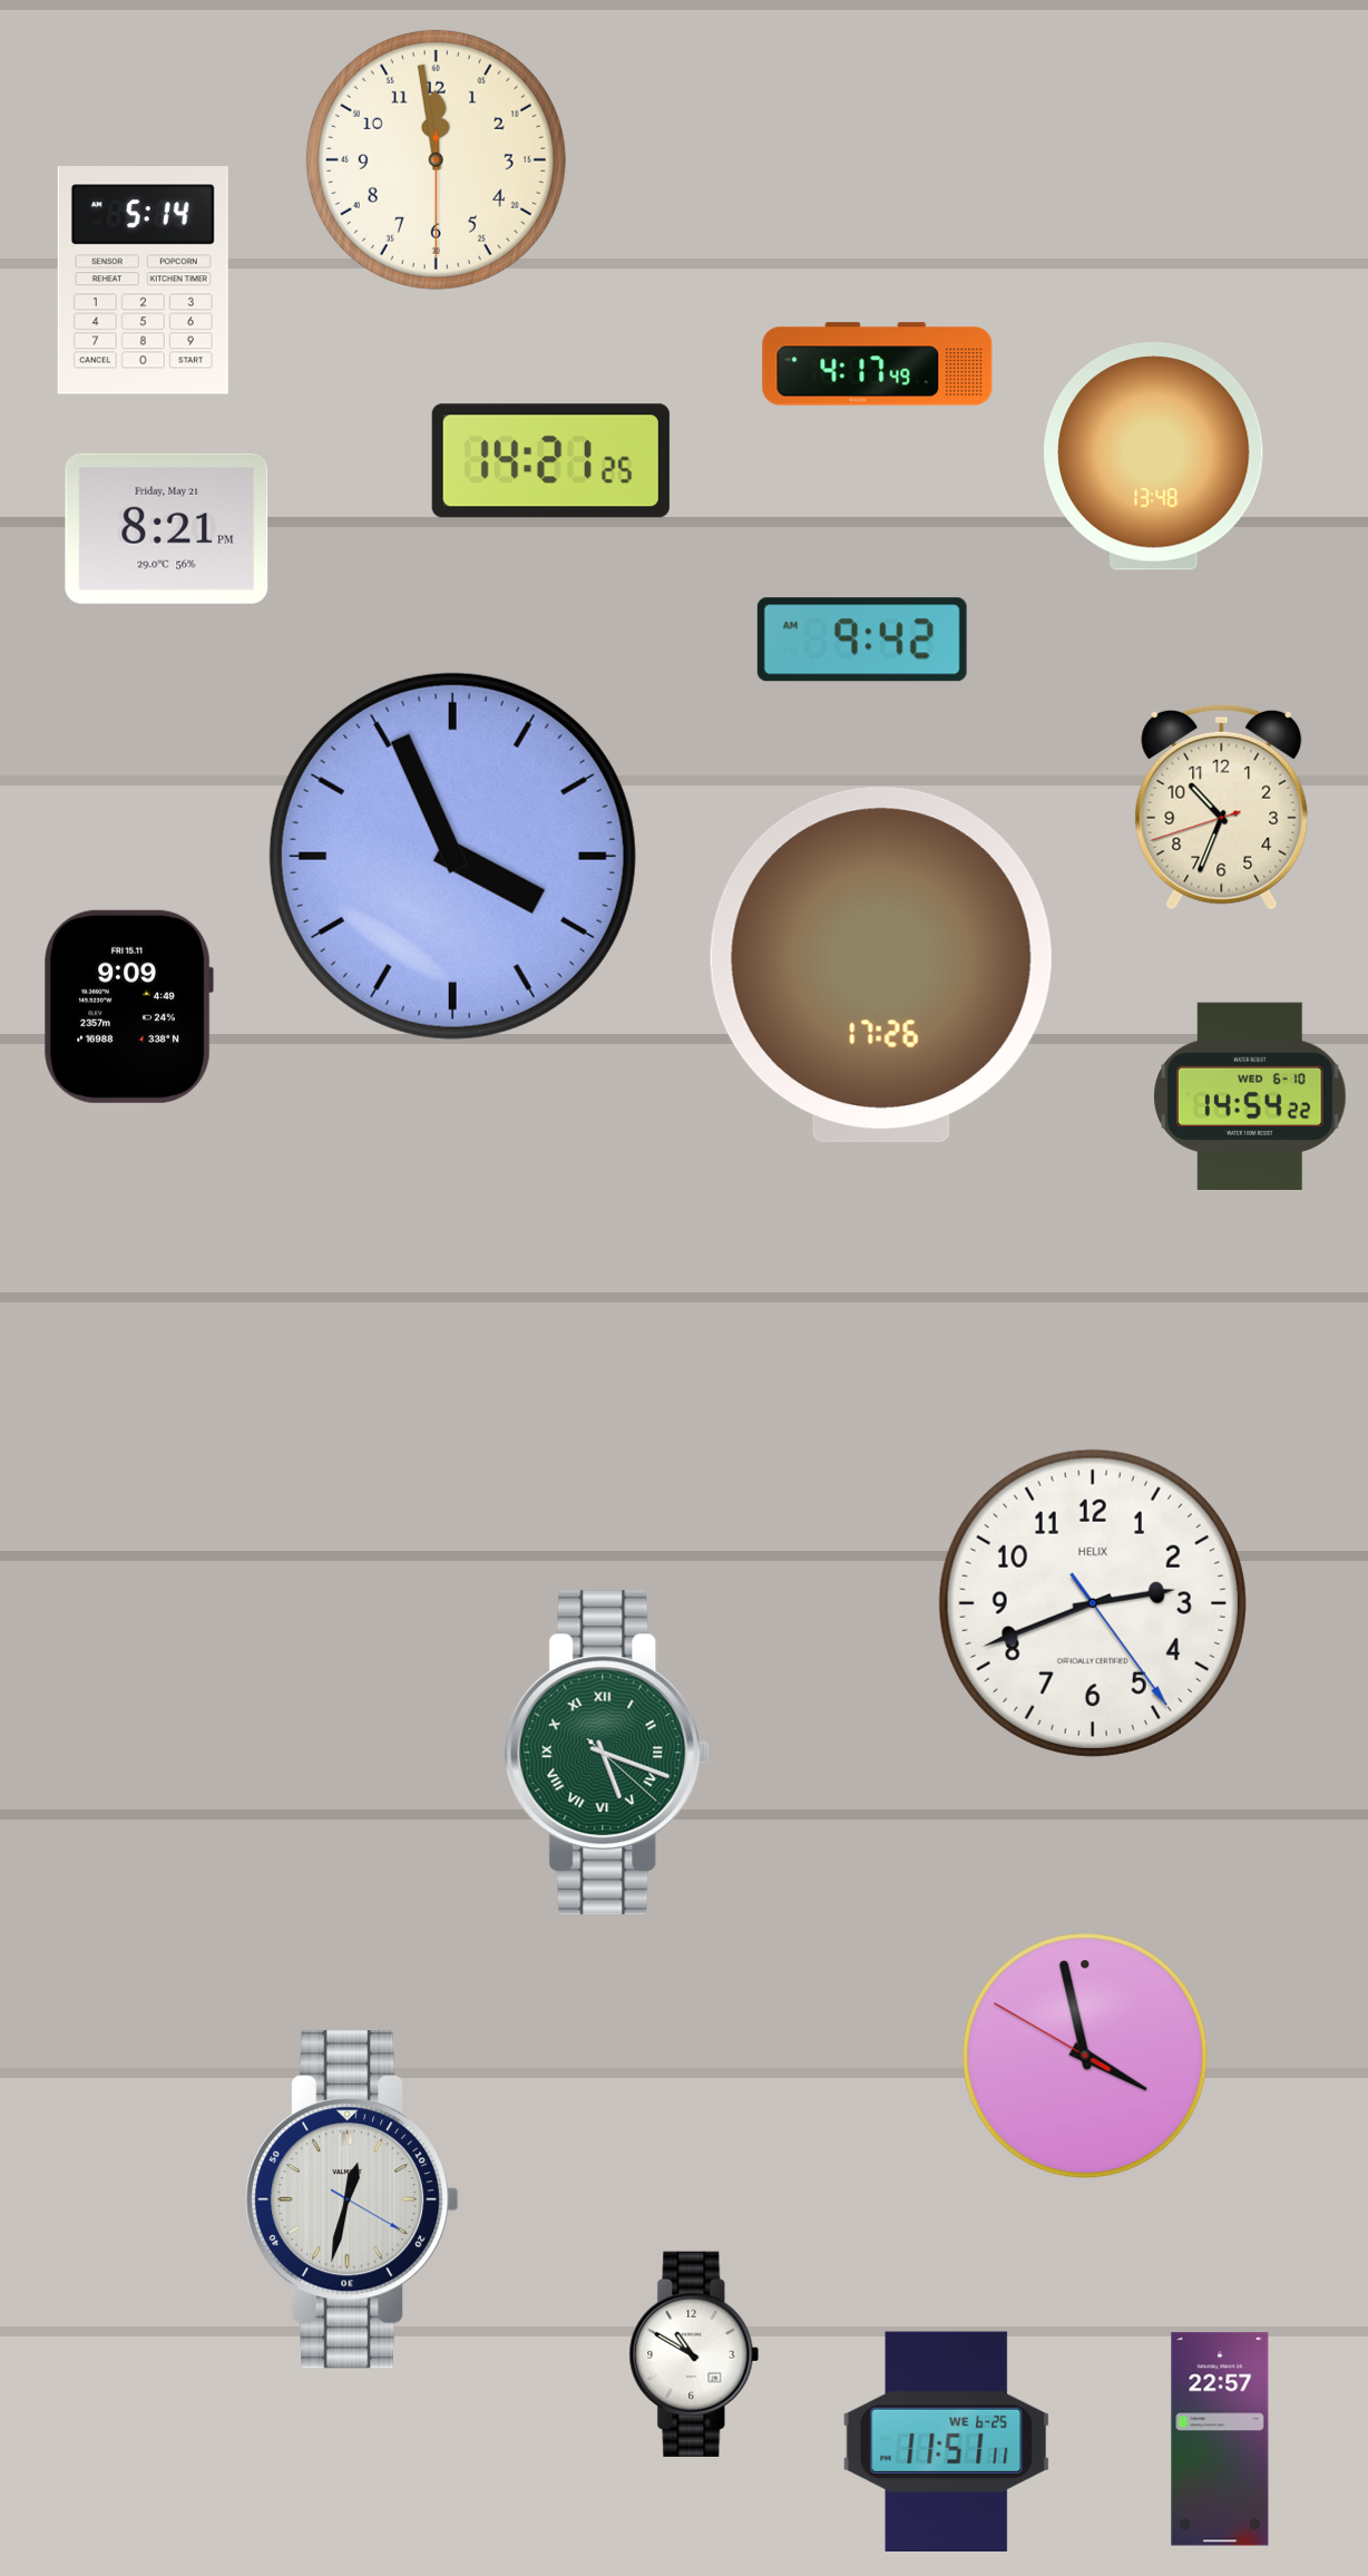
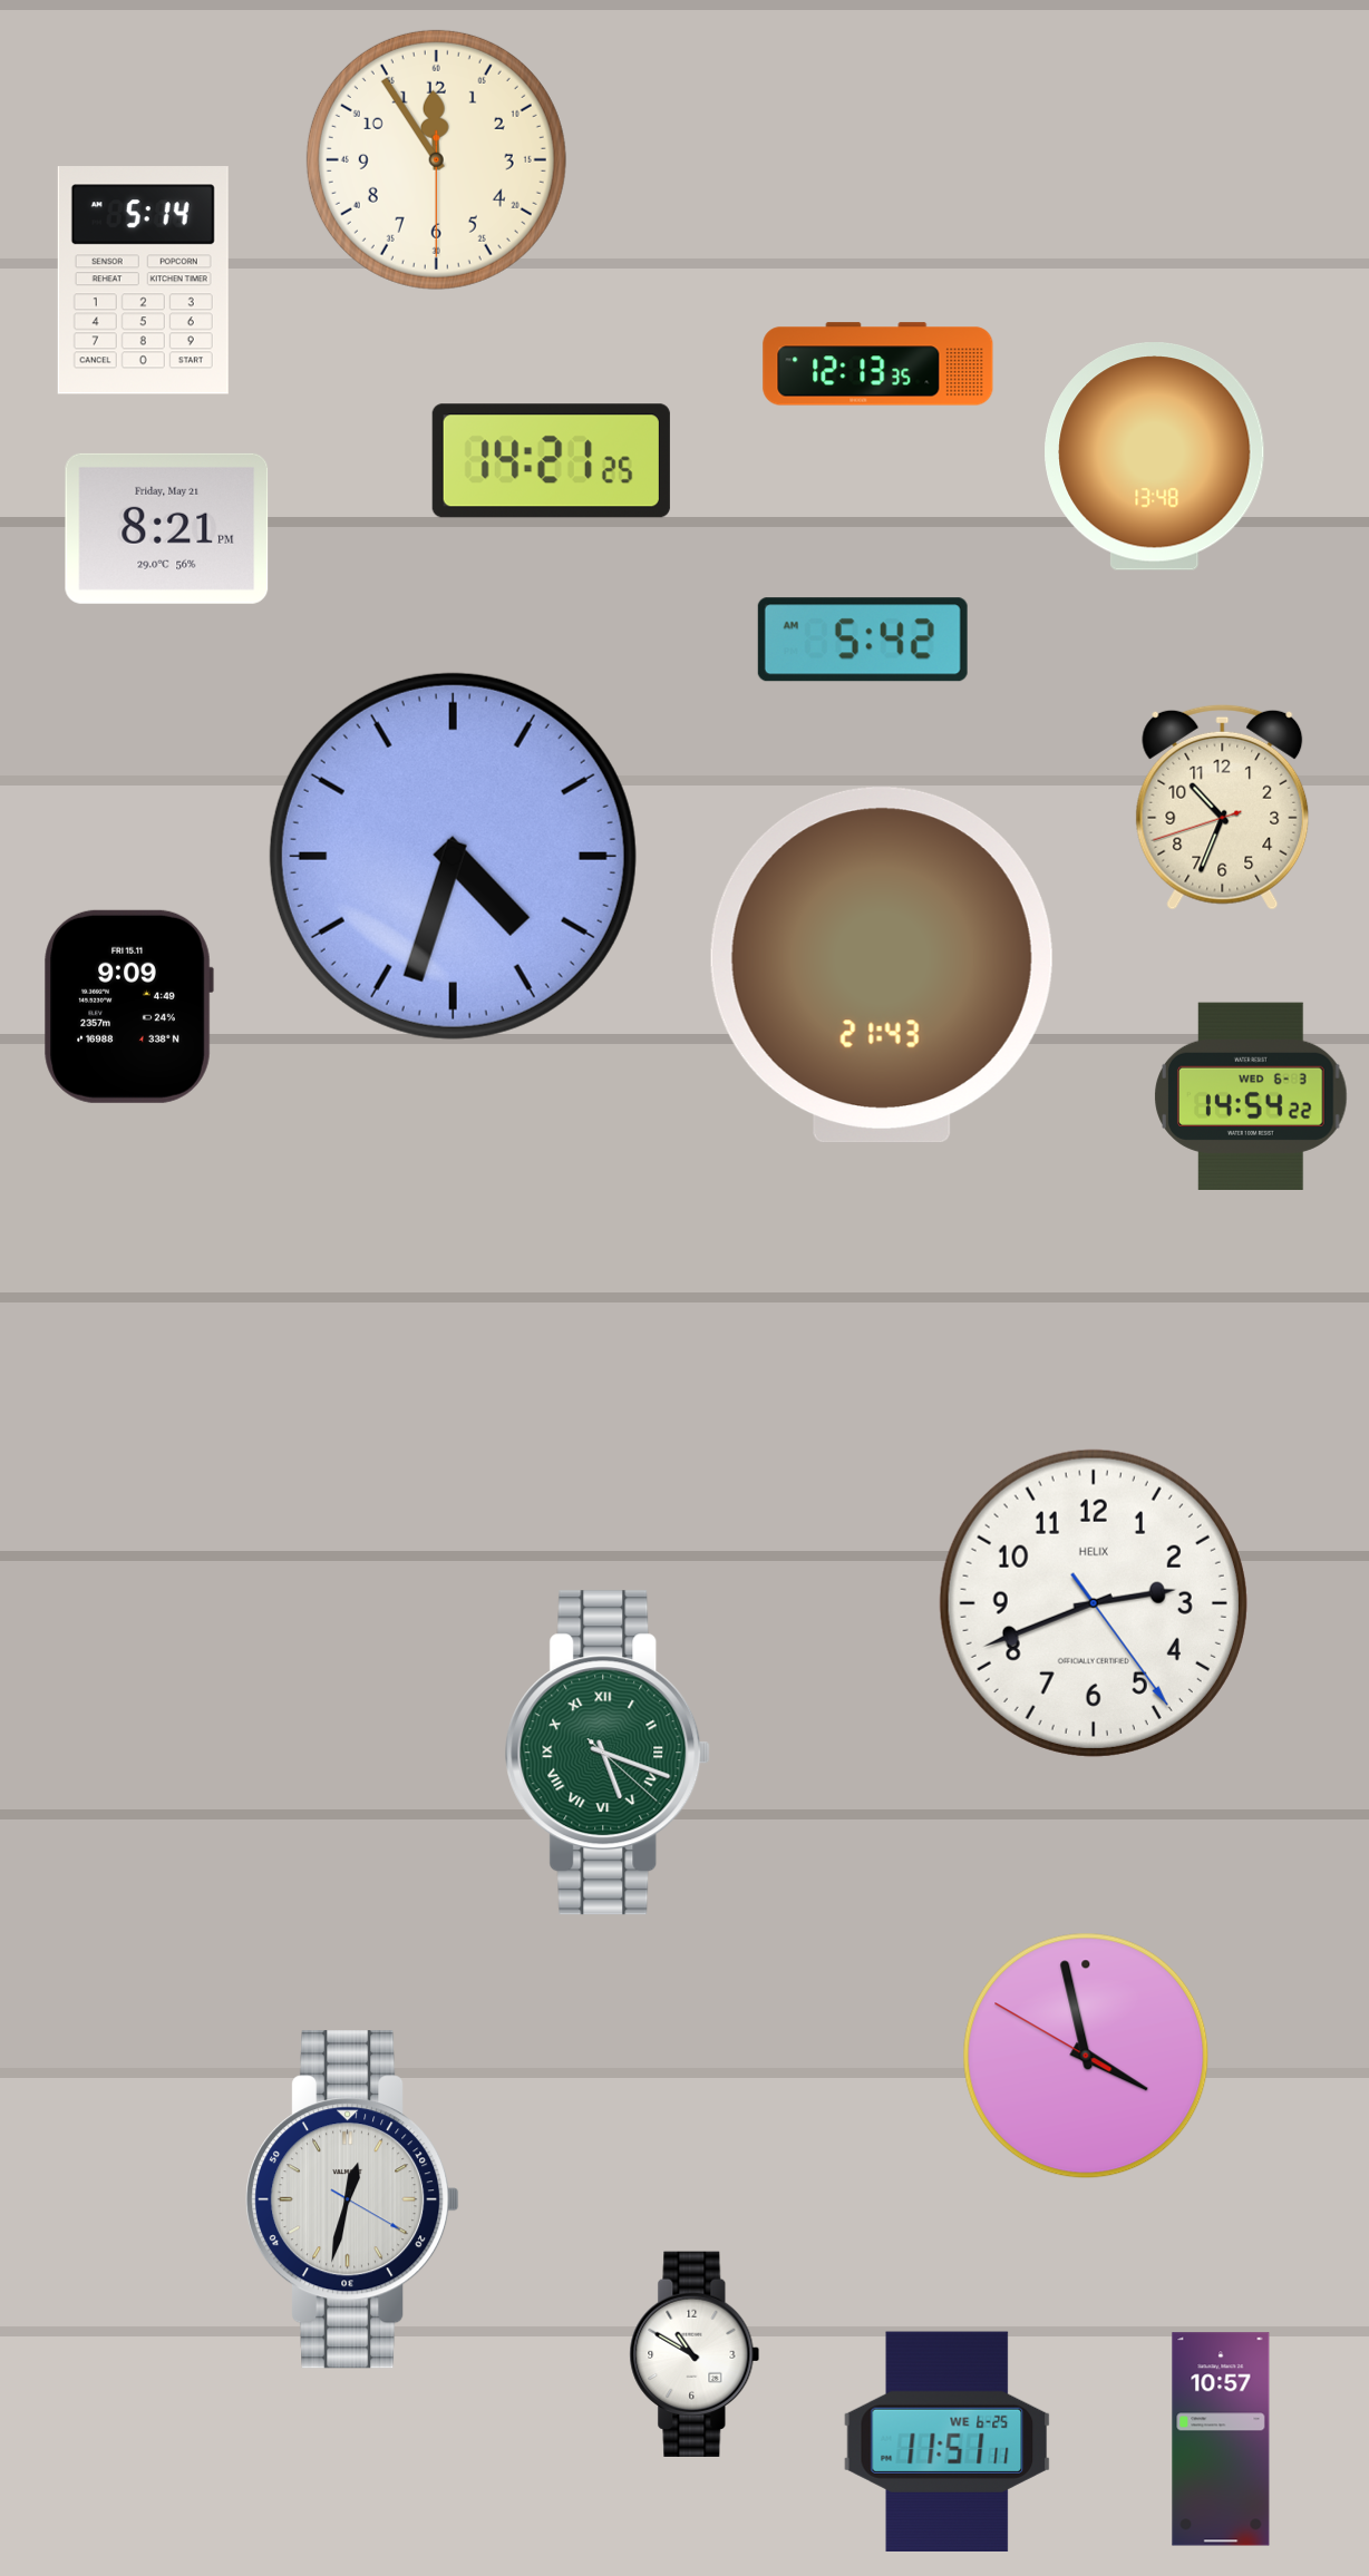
clock at (436, 159): 11:58 -> 11:54
clock at (878, 364): 4:17 -> 12:13
clock at (862, 640): 9:42 -> 5:42
clock at (452, 856): 3:56 -> 4:33
clock at (881, 965): 17:26 -> 21:43
clock at (1250, 1095) date: WED 6-10 -> WED 6-3
clock at (1220, 2439): 22:57 -> 10:57
